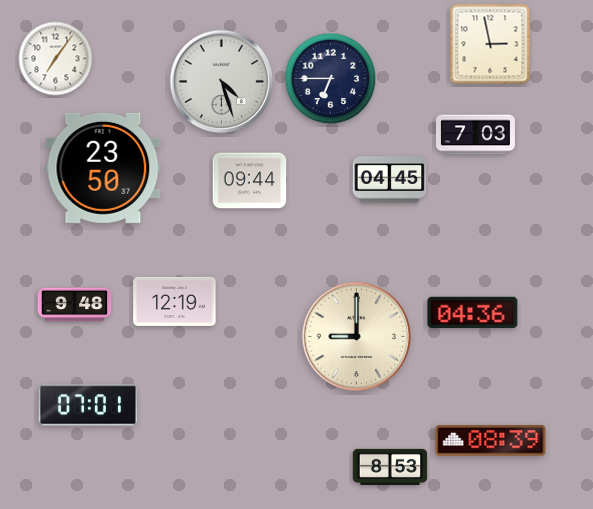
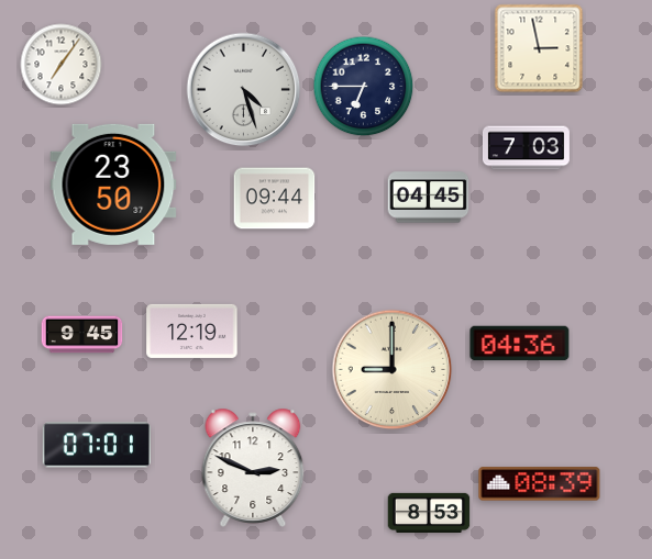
clock at (475, 135) position: (475, 135) -> (526, 148)
clock at (75, 305): 9:48 -> 9:45
clock at (253, 468): none -> 2:49
